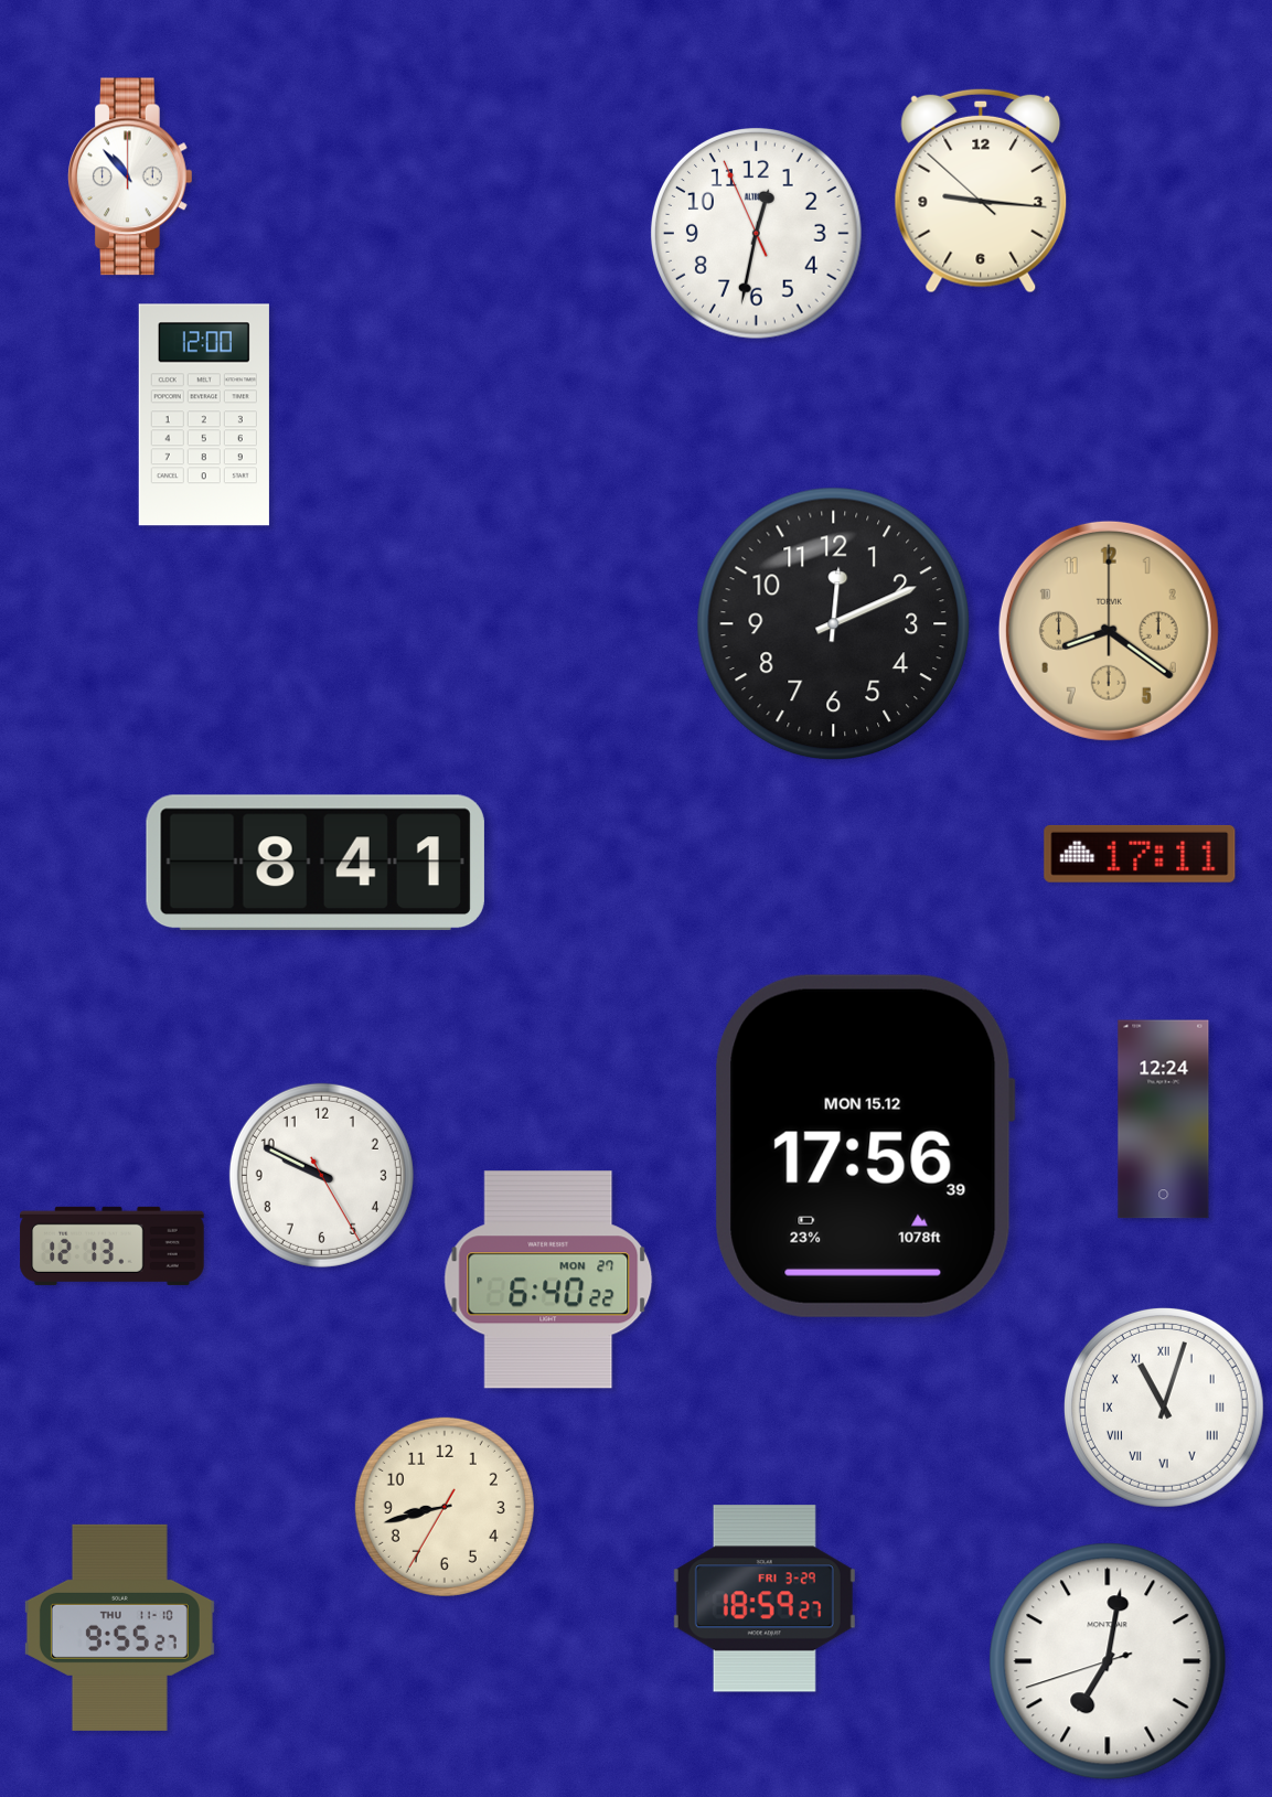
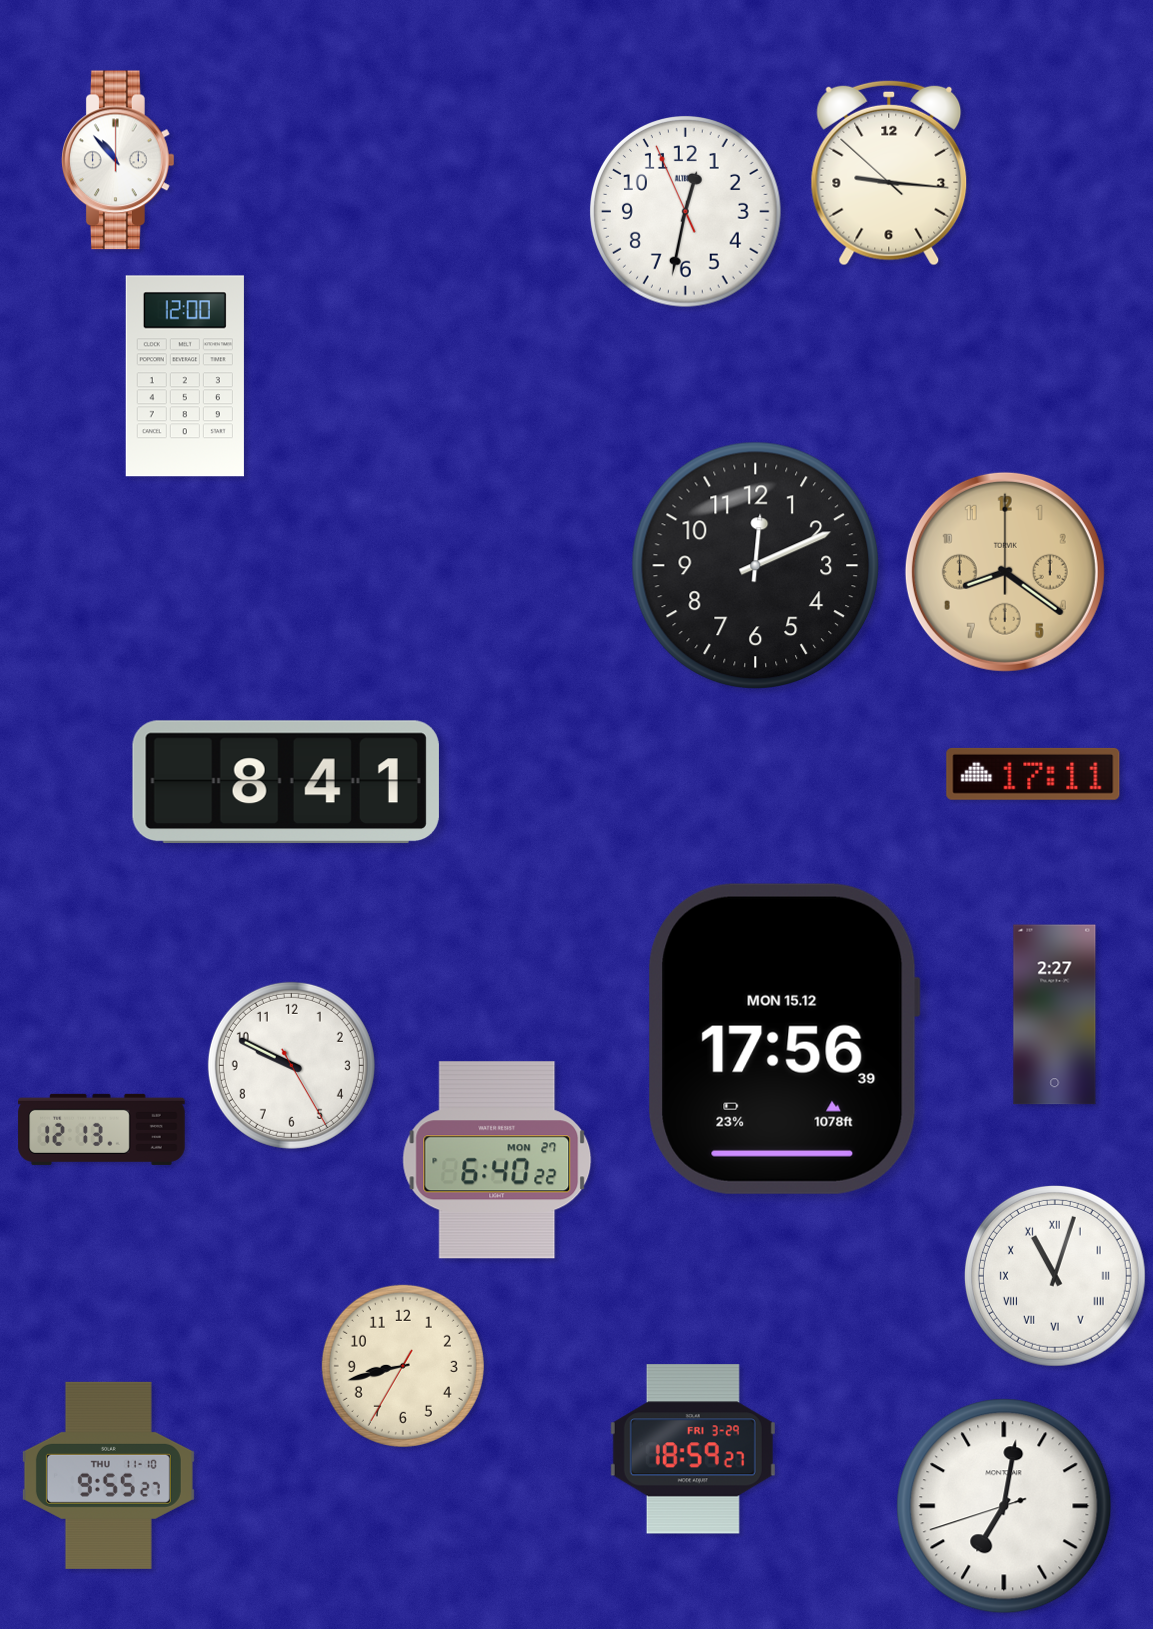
clock at (1164, 1120): 12:24 -> 2:27
